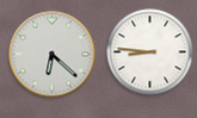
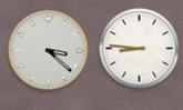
clock at (53, 55): 6:22 -> 3:22
